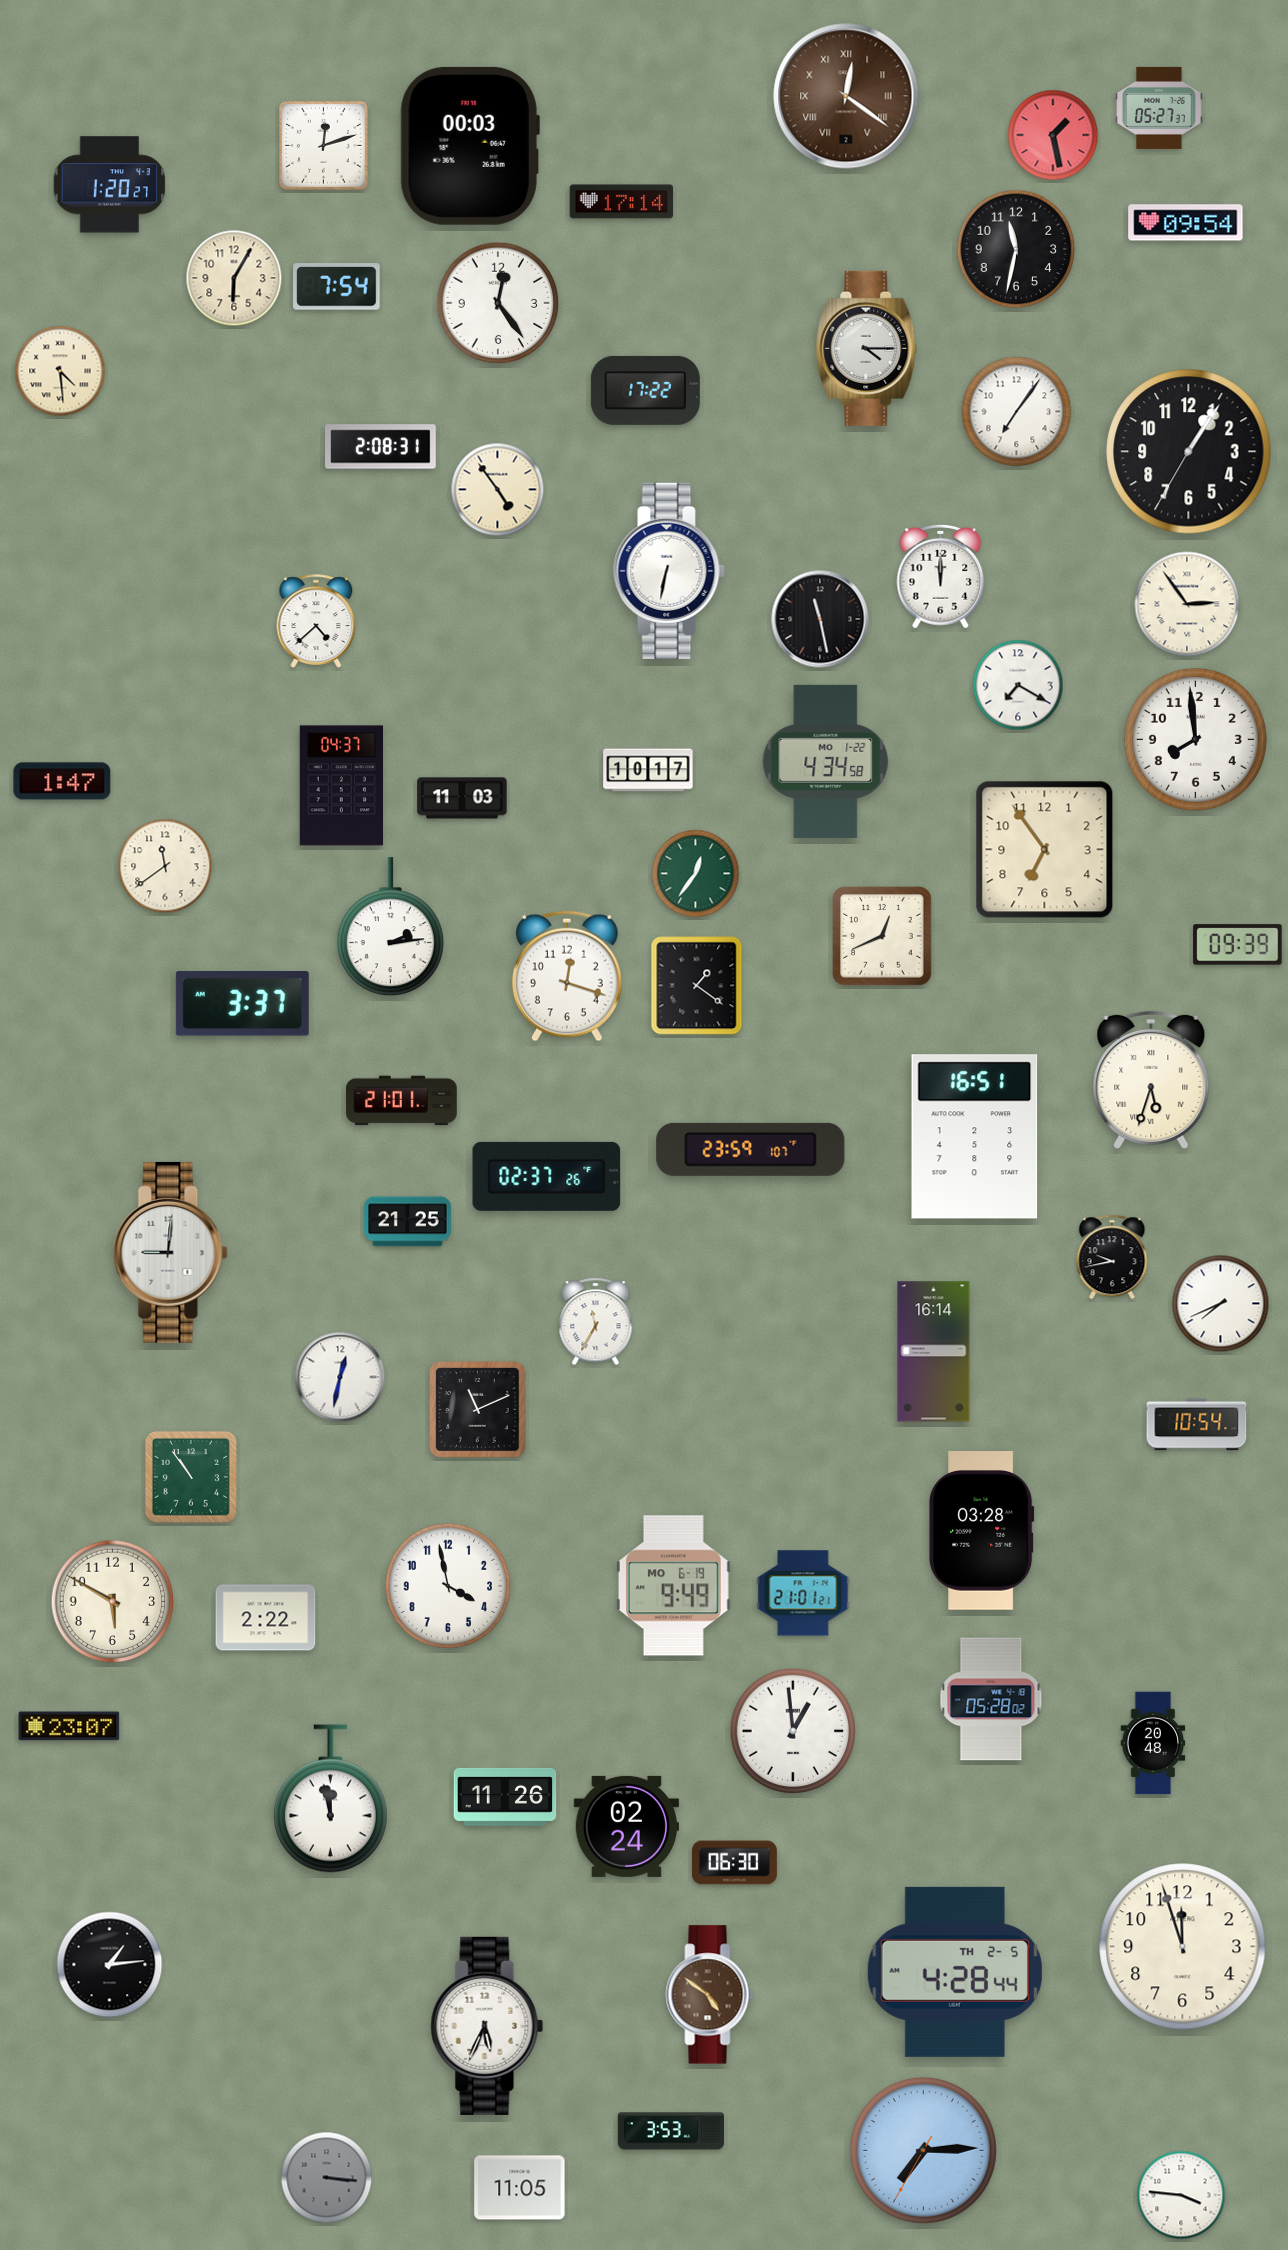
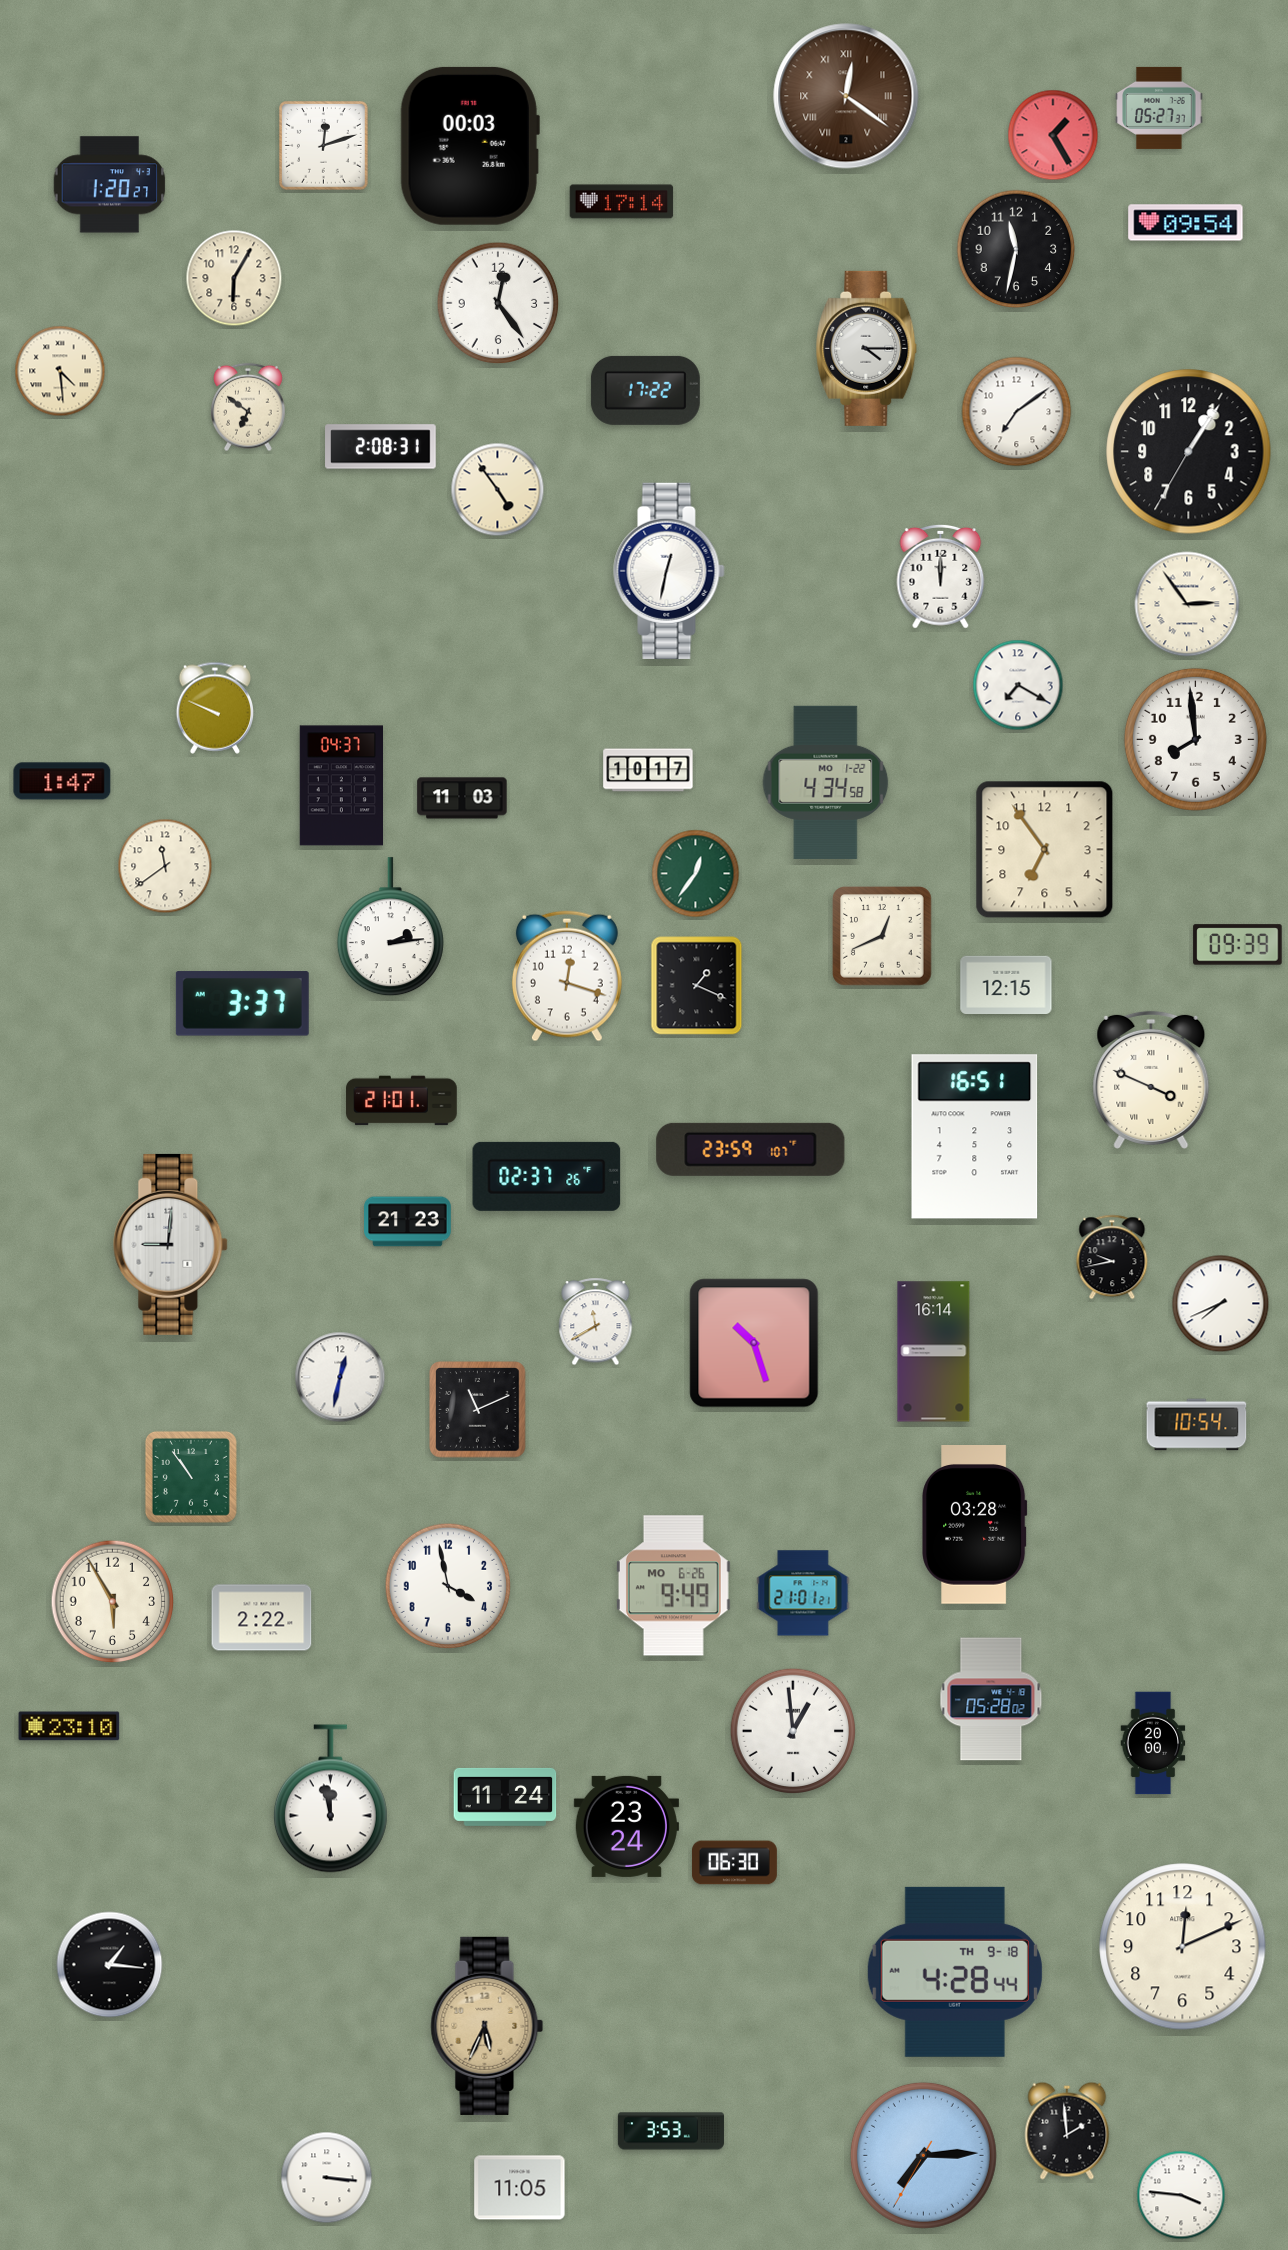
clock at (1053, 135): 1:28 -> 1:25
clock at (337, 287): 7:54 -> none
clock at (249, 407): none -> 6:51
clock at (1017, 412): 7:06 -> 7:09
clock at (669, 571): 6:32 -> 12:32
clock at (820, 619): 11:28 -> none
clock at (316, 621): 4:38 -> none
clock at (214, 708): none -> 9:49
clock at (826, 761) position: (826, 761) -> (826, 782)
clock at (1006, 984): none -> 12:15
clock at (697, 986): 1:21 -> 1:19
clock at (1151, 1080): 5:33 -> 3:49
clock at (408, 1222): 21:25 -> 21:23
clock at (171, 1252) position: (171, 1252) -> (171, 1244)
clock at (596, 1322): 11:35 -> 11:40
clock at (754, 1343): none -> 10:27
clock at (982, 1531) position: (982, 1531) -> (975, 1525)
clock at (673, 1586) date: MO 6-19 -> MO 6-26
clock at (113, 1602): 5:50 -> 5:55
clock at (266, 1618) position: (266, 1618) -> (262, 1618)
clock at (69, 1726): 23:07 -> 23:10
clock at (1153, 1743): 20:48 -> 20:00
clock at (505, 1797): 11:26 -> 11:24
clock at (626, 1826): 02:24 -> 23:24
clock at (1183, 1947): 11:57 -> 12:11
clock at (110, 1965): 1:14 -> 1:16
clock at (955, 1972) date: TH 2-5 -> TH 9-18
clock at (710, 1995): 4:51 -> none
clock at (487, 2026) dial: white -> champagne
clock at (1067, 2131): none -> 1:59
clock at (923, 2150) position: (923, 2150) -> (923, 2155)
clock at (327, 2178) dial: grey -> white
